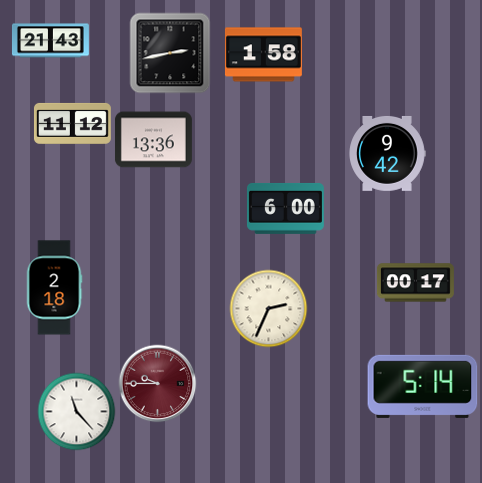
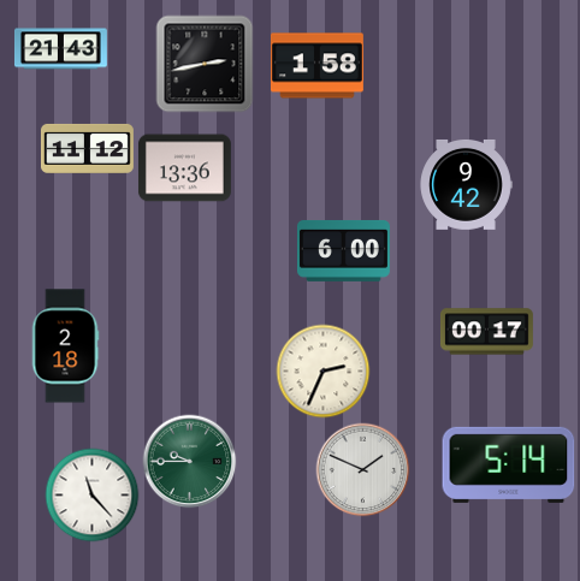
clock at (415, 283) position: (415, 283) -> (486, 332)
clock at (157, 383) dial: burgundy -> green
clock at (362, 469): none -> 1:49
